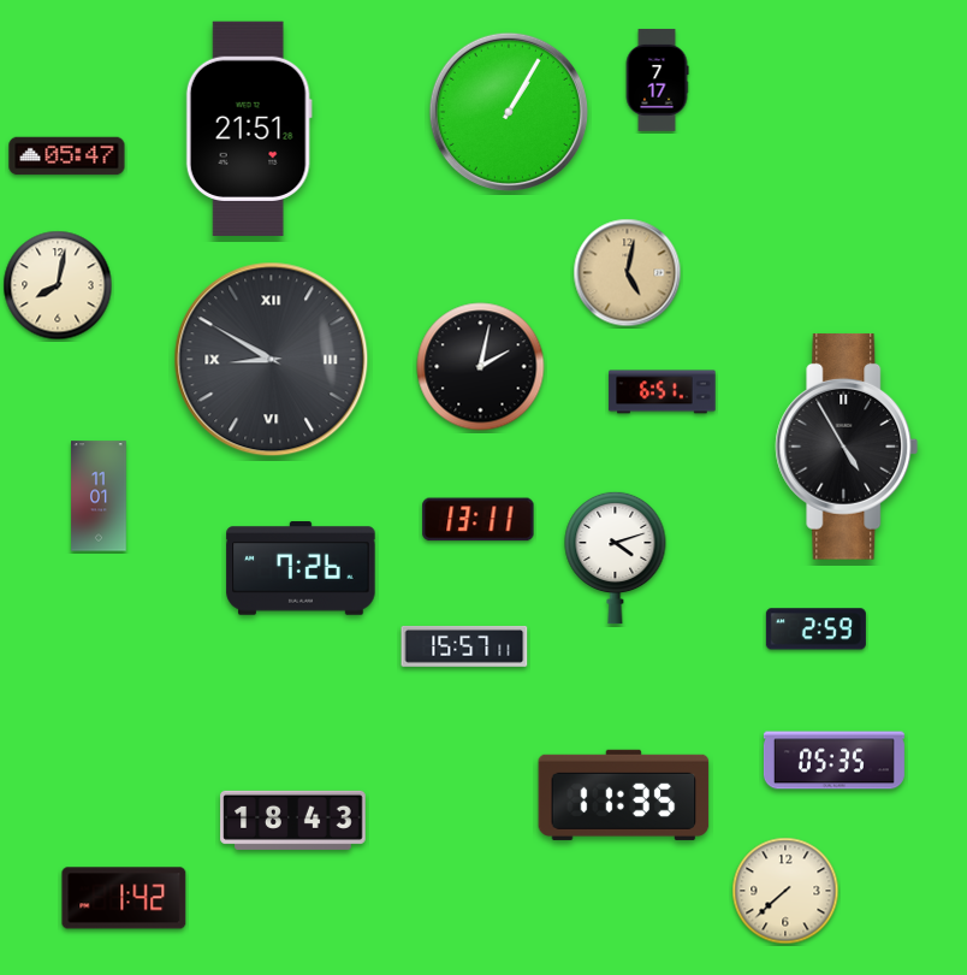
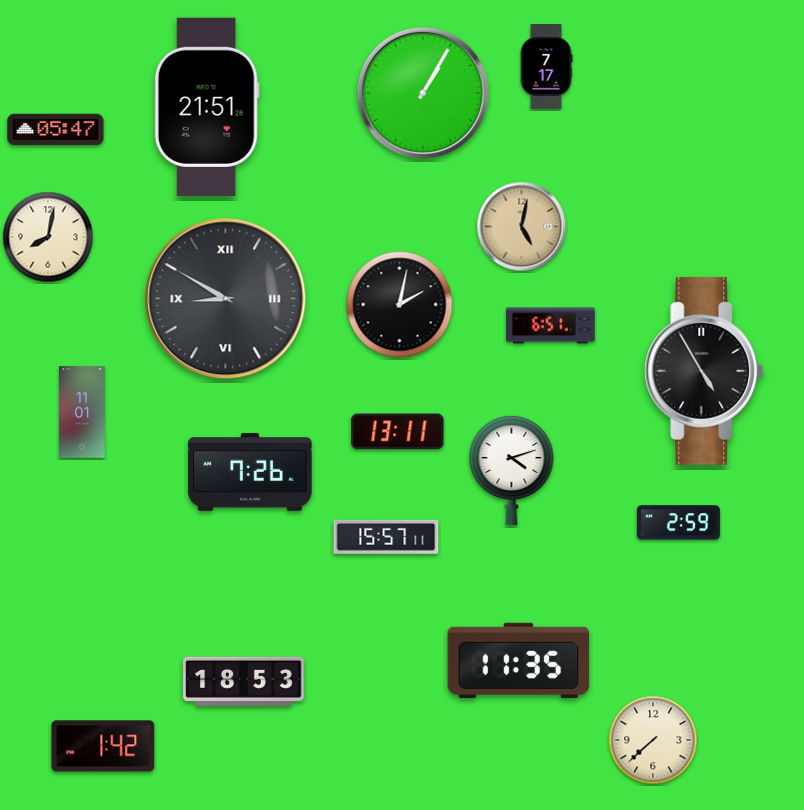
clock at (616, 557) position: (616, 557) -> (512, 470)
clock at (833, 761): 05:35 -> none
clock at (293, 820): 18:43 -> 18:53
